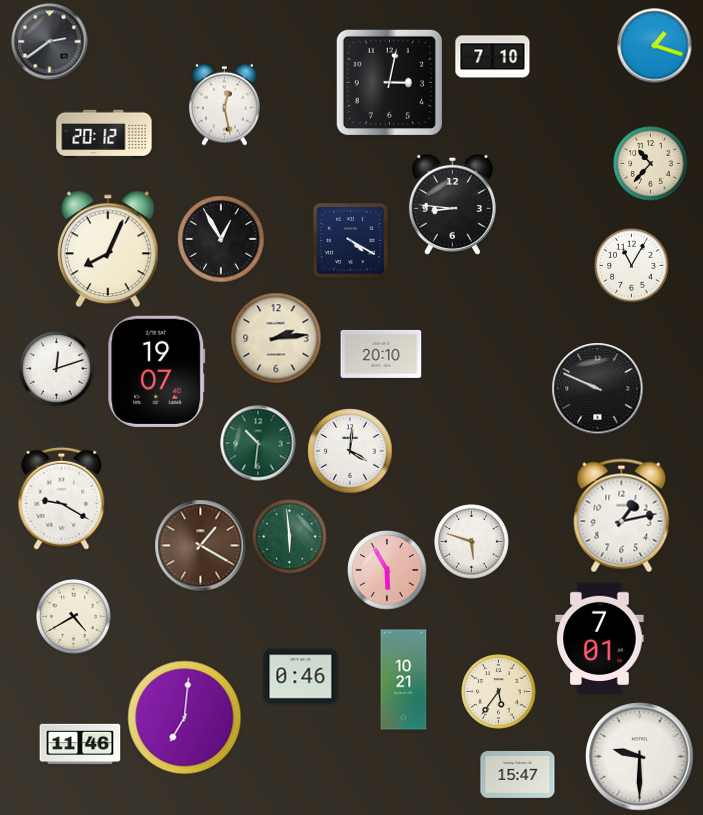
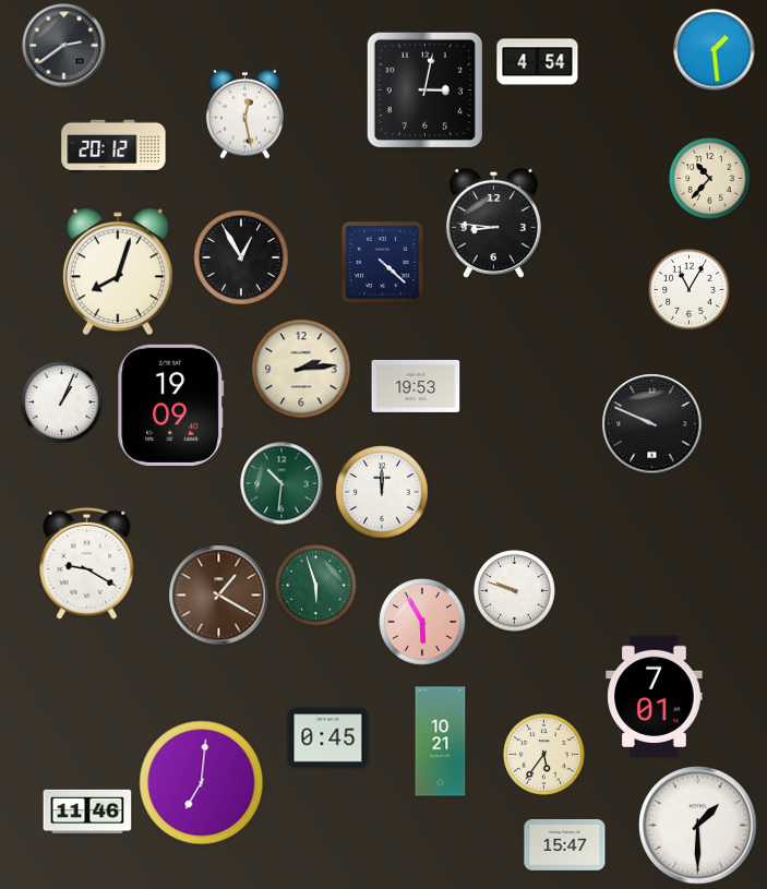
clock at (50, 42) position: (50, 42) -> (64, 46)
clock at (655, 46): 1:18 -> 1:29
clock at (493, 57): 7:10 -> 4:54
clock at (221, 239) position: (221, 239) -> (241, 257)
clock at (350, 240): 4:20 -> 4:22
clock at (108, 249): 8:04 -> 8:03
clock at (381, 354): 20:10 -> 19:53
clock at (57, 369): 12:12 -> 1:04
clock at (157, 371): 19:07 -> 19:09
clock at (350, 451): 4:01 -> 12:00
clock at (62, 498) position: (62, 498) -> (87, 563)
clock at (622, 516): 1:13 -> none
clock at (290, 537): 5:59 -> 5:57
clock at (472, 542): 5:48 -> 9:48
clock at (74, 617): 4:40 -> none
clock at (301, 677): 0:46 -> 0:45
clock at (640, 757): 9:30 -> 1:30
